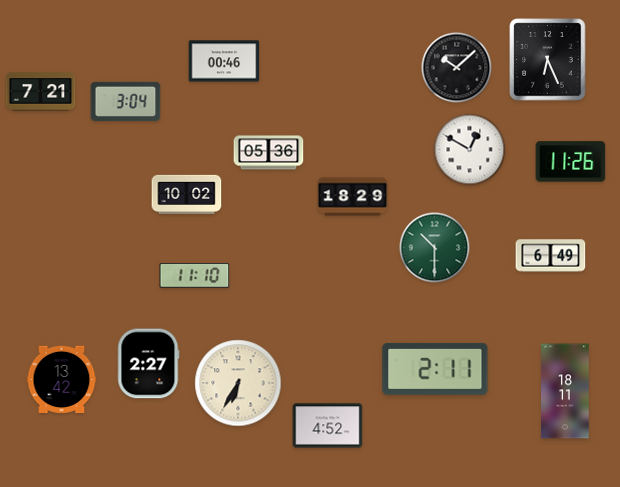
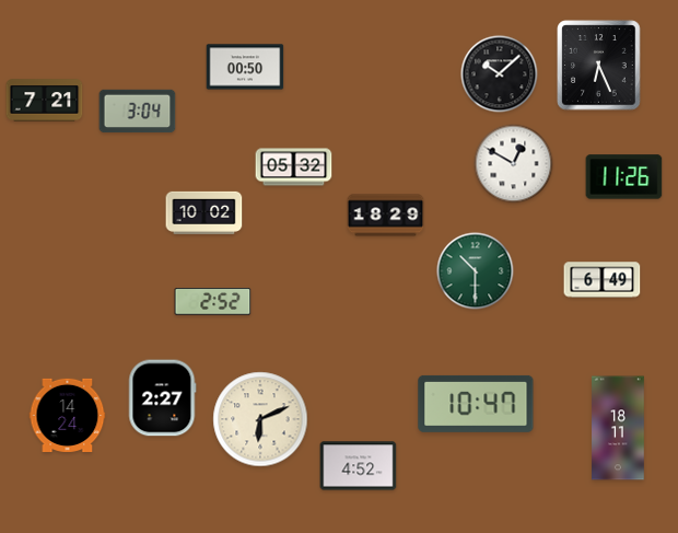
clock at (224, 61): 00:46 -> 00:50
clock at (269, 153): 05:36 -> 05:32
clock at (195, 276): 11:10 -> 2:52
clock at (435, 369): 2:11 -> 10:47
clock at (62, 379): 13:42 -> 14:24
clock at (238, 383): 6:35 -> 6:11
